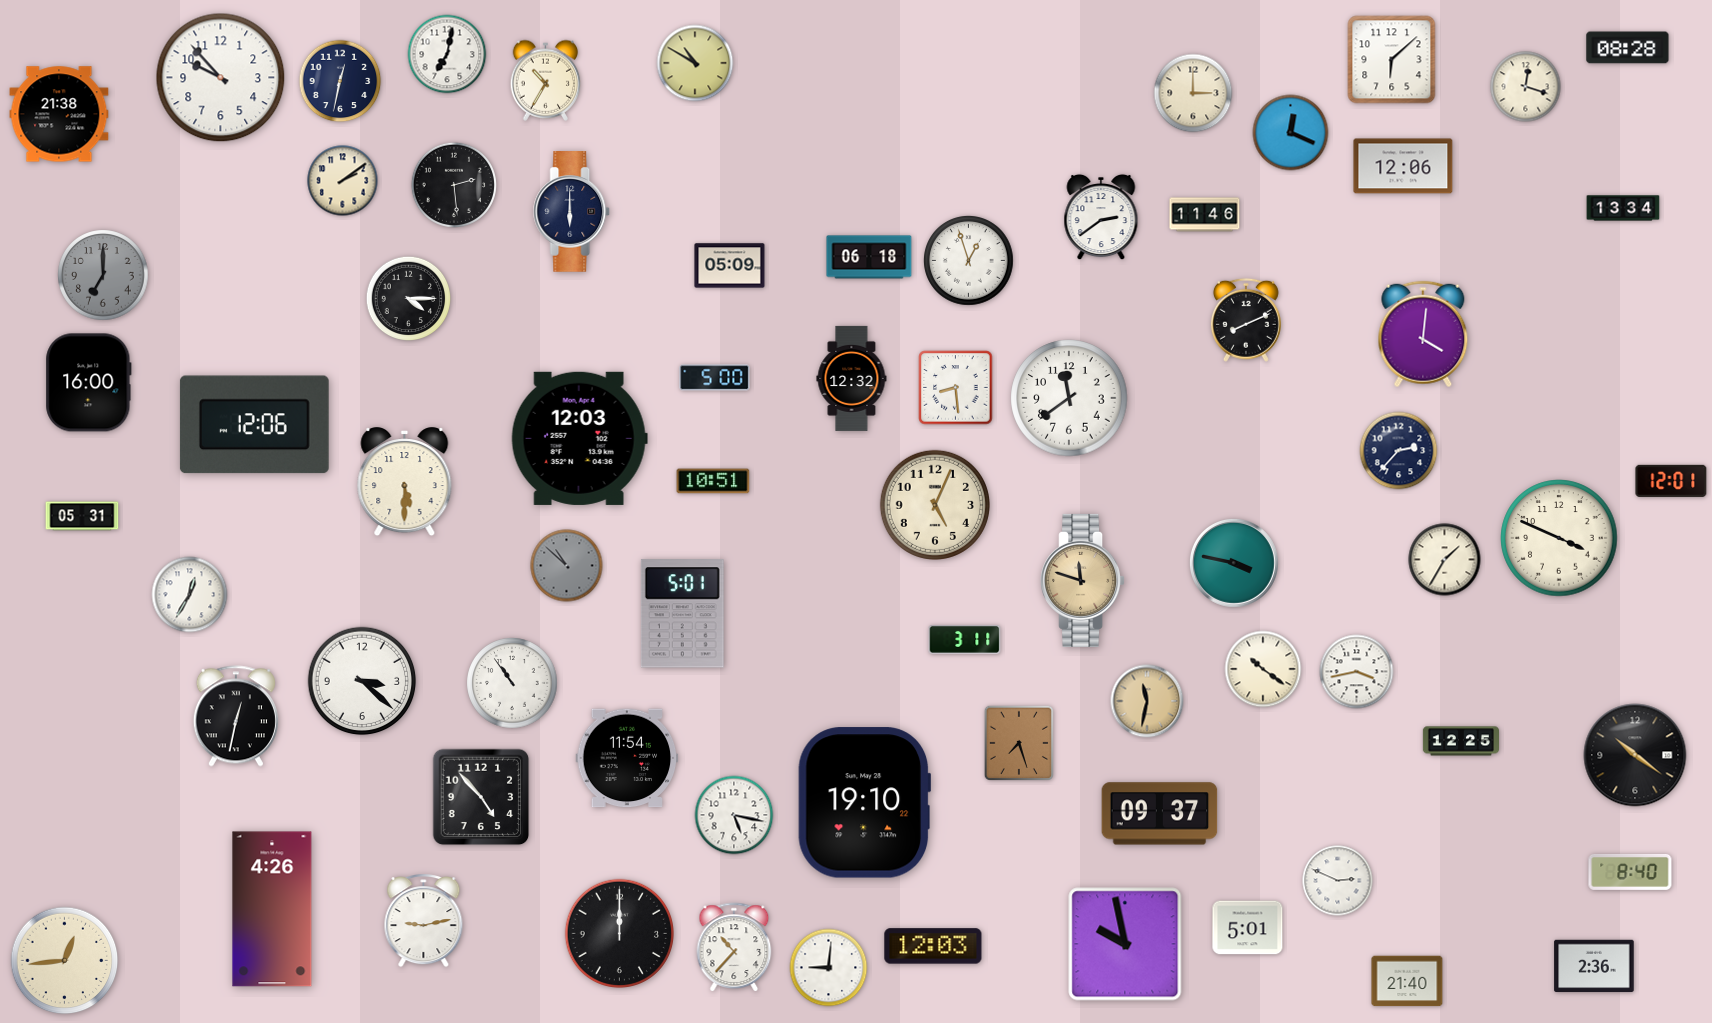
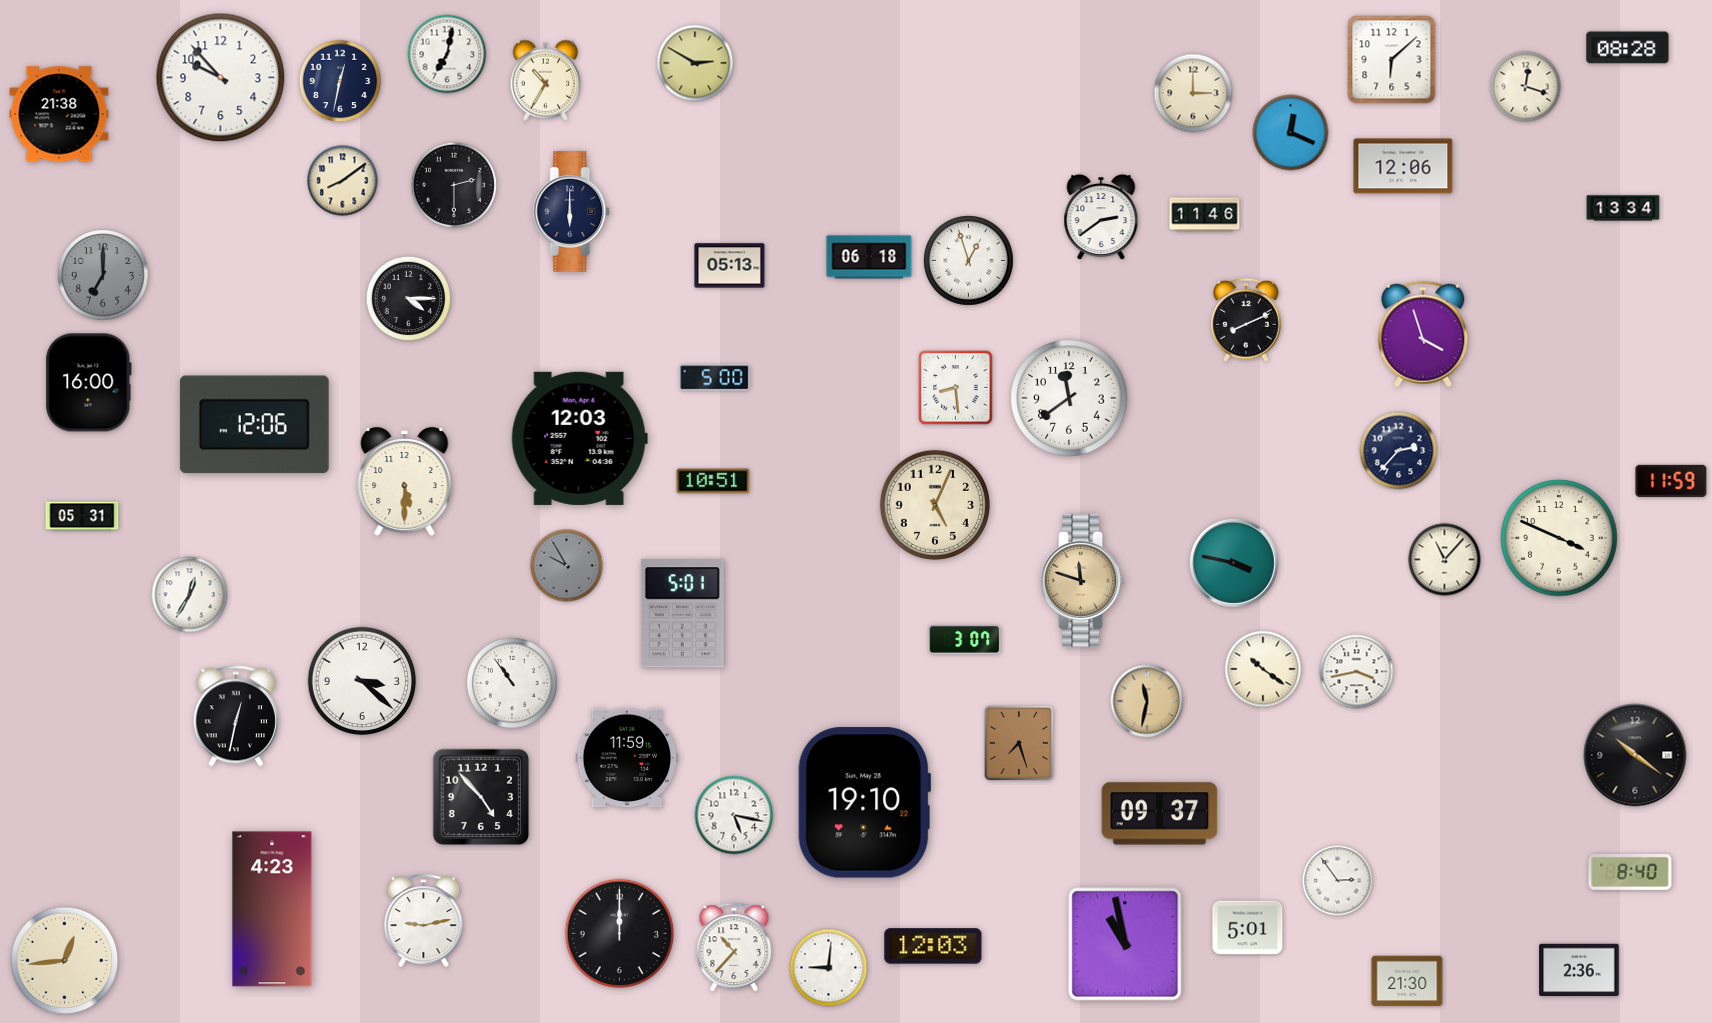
clock at (695, 63): 10:50 -> 2:50
clock at (343, 181): 2:09 -> 8:09
clock at (454, 185): 2:29 -> 2:30
clock at (730, 266): 05:09 -> 05:13
clock at (1423, 334): 4:01 -> 3:57
clock at (852, 378): 12:32 -> none
clock at (1671, 481): 12:01 -> 11:59
clock at (1445, 560): 1:35 -> 11:07
clock at (567, 566): 10:52 -> 9:55
clock at (965, 640): 3:11 -> 3:07
clock at (1460, 741): 12:25 -> none
clock at (627, 758): 11:54 -> 11:59
clock at (1338, 881): 2:49 -> 2:54
clock at (272, 909): 4:26 -> 4:23
clock at (1125, 944): 9:58 -> 10:58
clock at (1594, 966) position: (1594, 966) -> (1579, 970)
clock at (1407, 981): 21:40 -> 21:30
